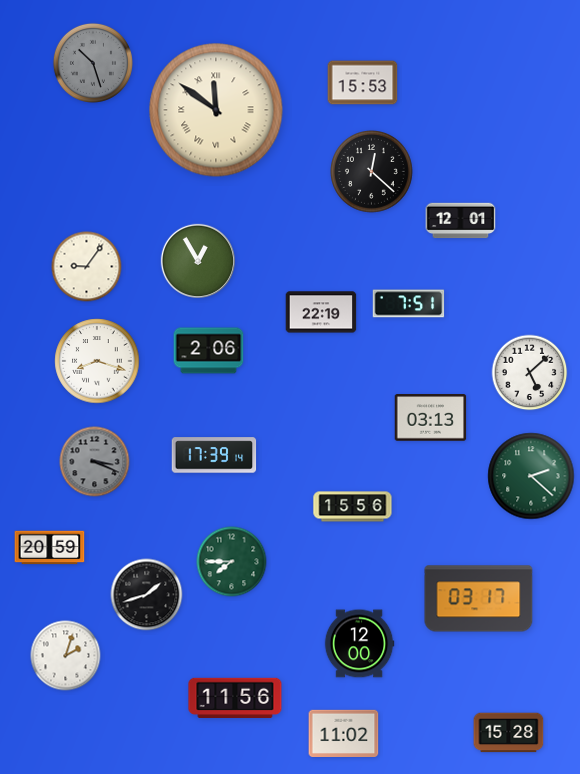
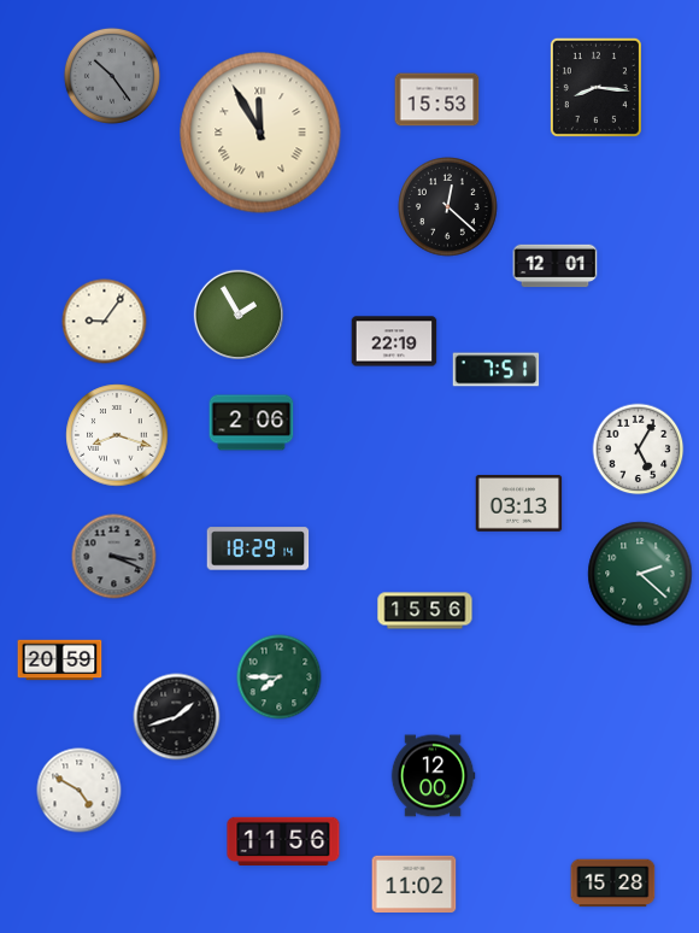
clock at (93, 63): 10:27 -> 10:24
clock at (595, 87): none -> 8:16
clock at (216, 110): 11:51 -> 11:55
clock at (197, 260): 12:55 -> 1:55
clock at (409, 304) position: (409, 304) -> (497, 370)
clock at (321, 312) position: (321, 312) -> (394, 341)
clock at (530, 373): 5:08 -> 5:05
clock at (214, 455): 17:39 -> 18:29
clock at (479, 599): 03:17 -> none
clock at (66, 656): 2:03 -> 4:50
